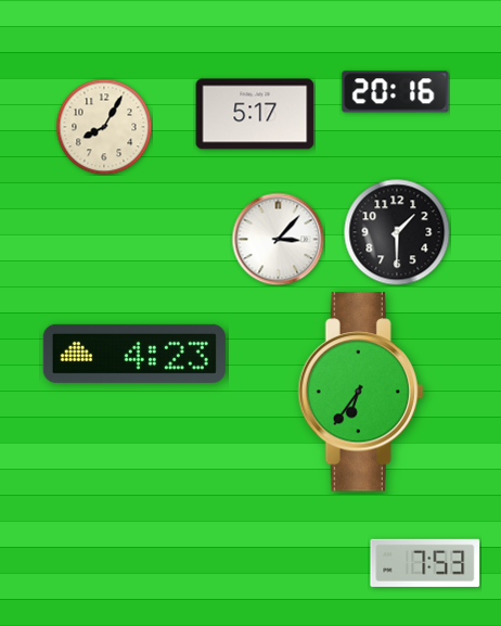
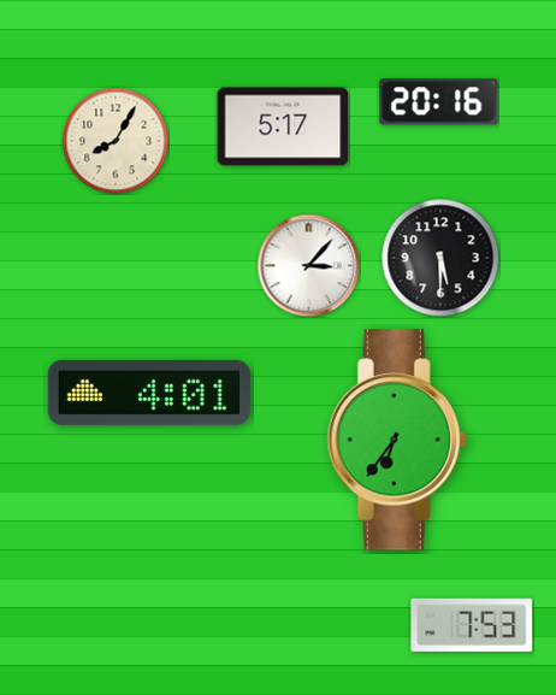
clock at (397, 232): 1:30 -> 5:30
clock at (134, 354): 4:23 -> 4:01
clock at (361, 392) position: (361, 392) -> (397, 440)
